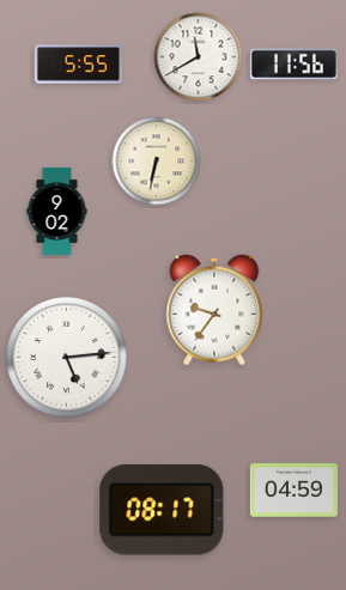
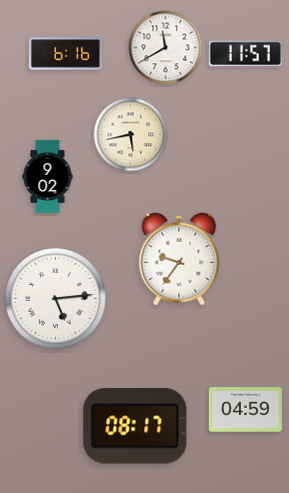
clock at (78, 65): 5:55 -> 6:16
clock at (293, 65): 11:56 -> 11:57
clock at (157, 162): 6:32 -> 5:43
